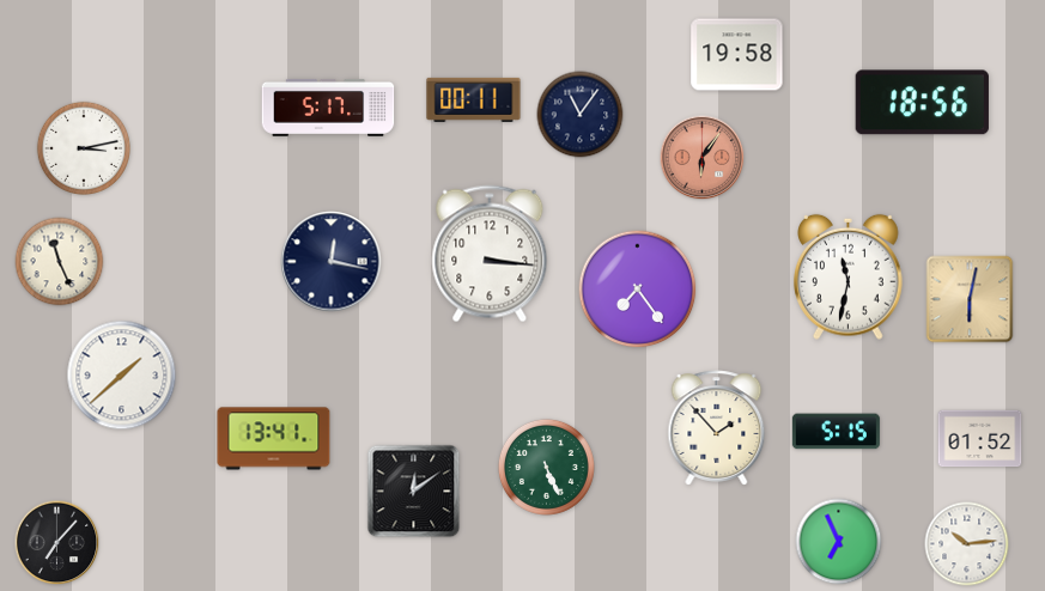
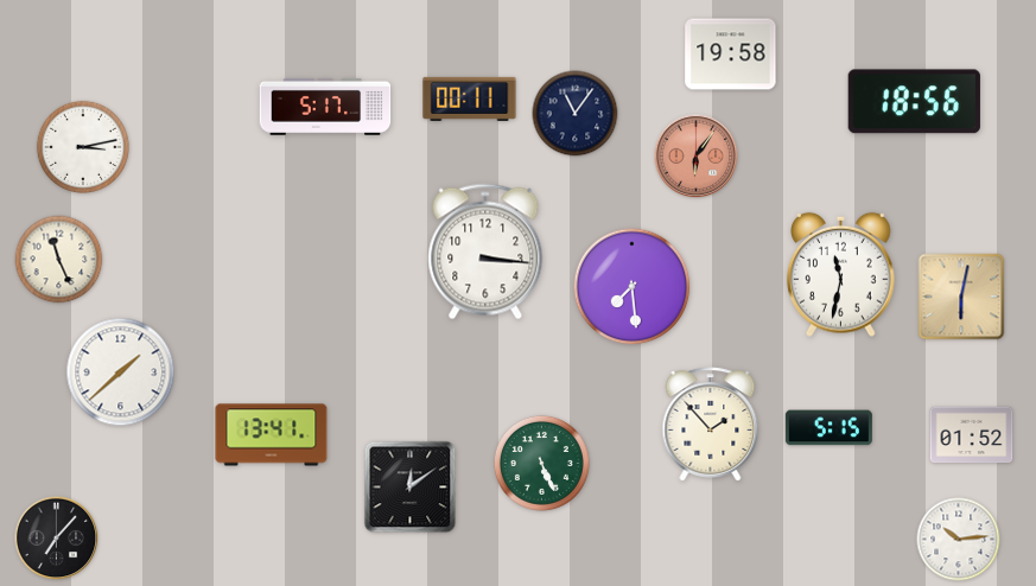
clock at (332, 262): 12:17 -> none
clock at (638, 290): 7:24 -> 7:29
clock at (839, 542): 6:56 -> none
